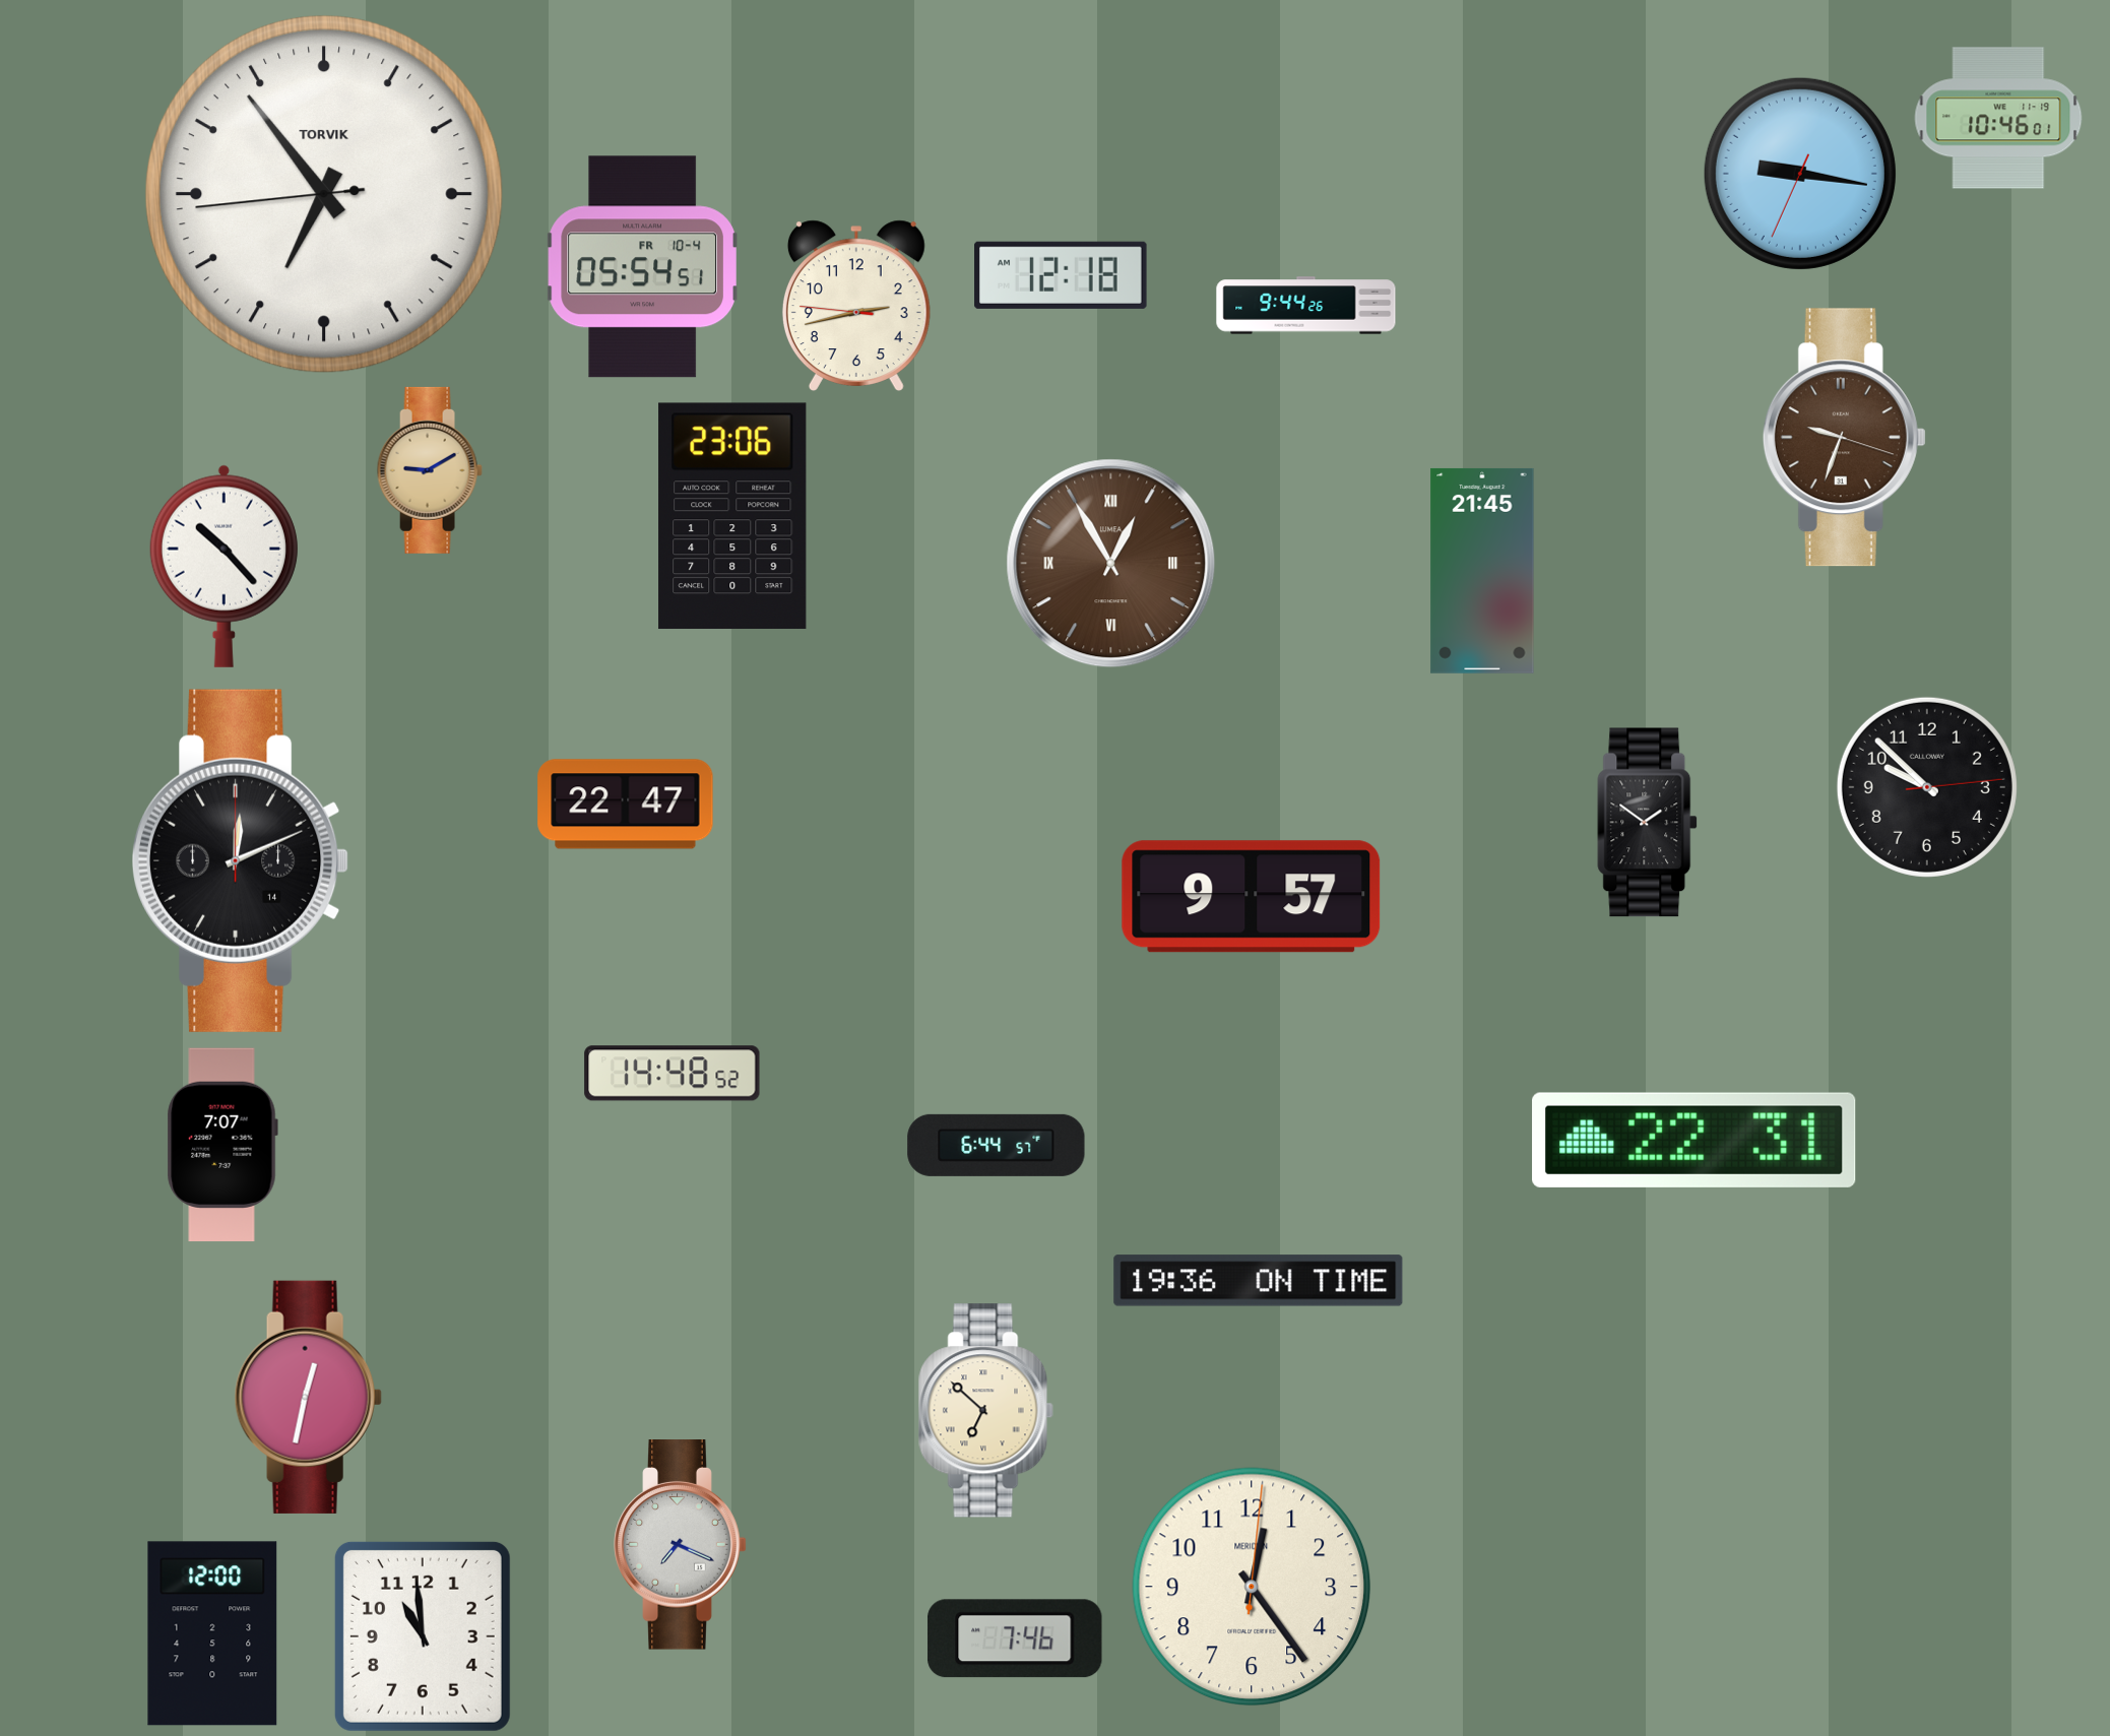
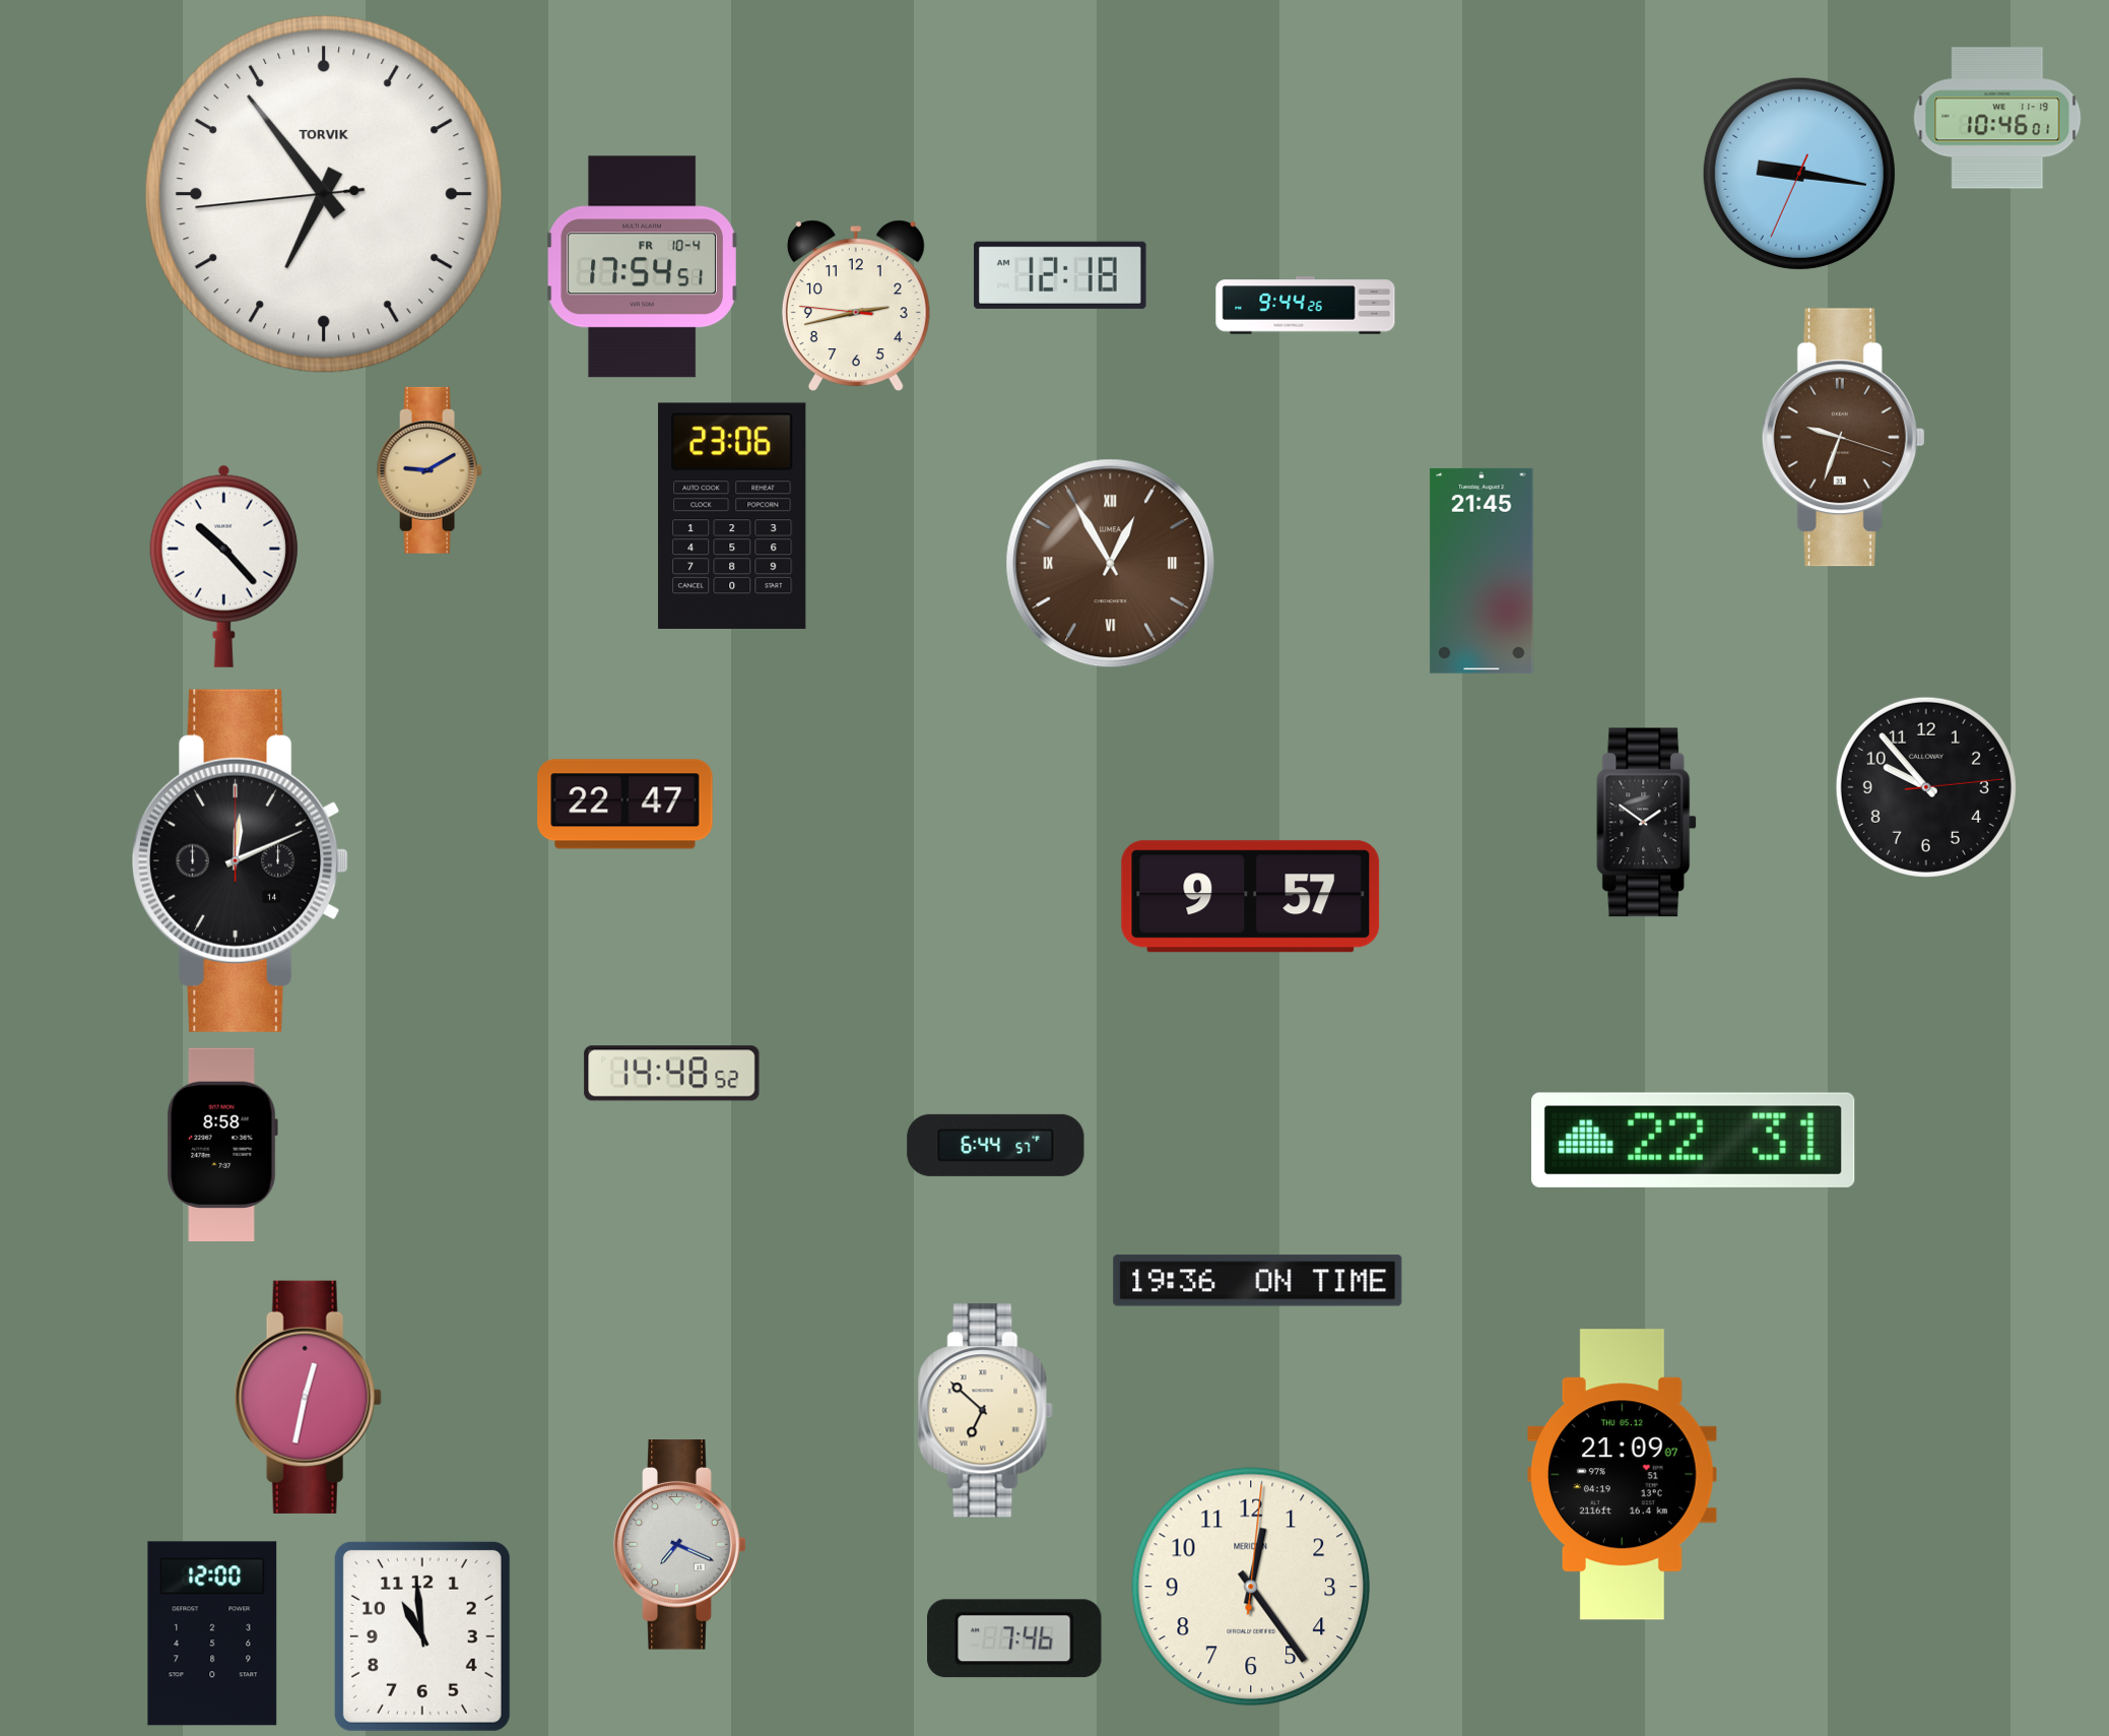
clock at (642, 267): 05:54 -> 17:54
clock at (1927, 787): 9:52 -> 9:53
clock at (222, 1145): 7:07 -> 8:58
clock at (1623, 1475): none -> 21:09
